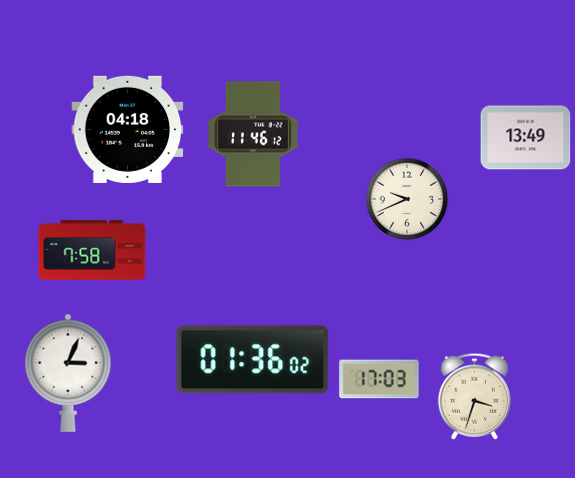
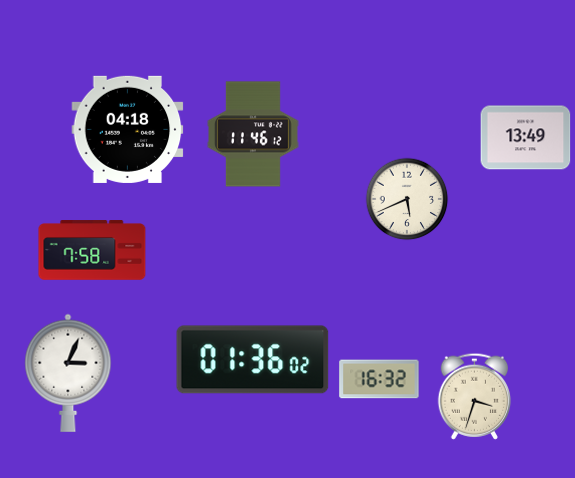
clock at (407, 199): 9:41 -> 5:41
clock at (379, 379): 17:03 -> 16:32
